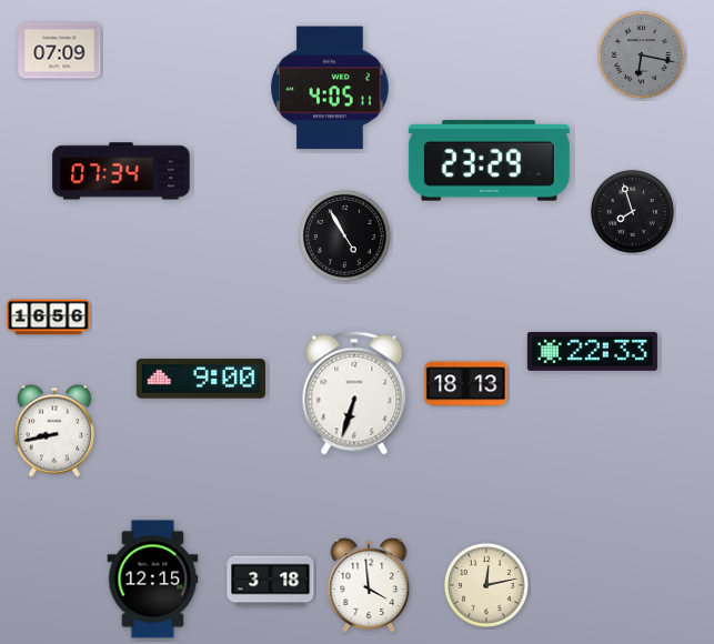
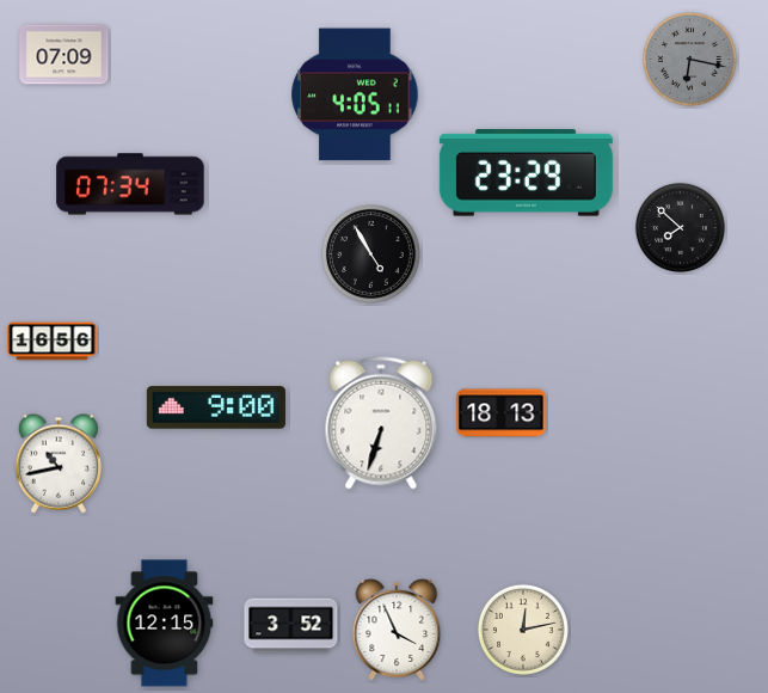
clock at (632, 211): 7:57 -> 7:52
clock at (592, 351): 22:33 -> none
clock at (53, 431): 8:43 -> 10:43
clock at (271, 582): 3:18 -> 3:52
clock at (369, 585): 3:59 -> 3:56
